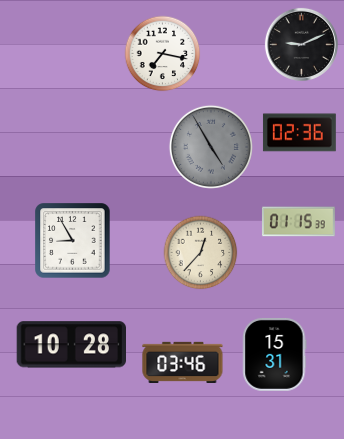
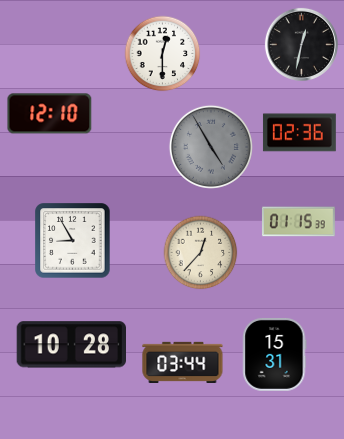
clock at (301, 44): 9:11 -> 12:32
clock at (163, 54): 7:17 -> 12:30
clock at (50, 114): none -> 12:10
clock at (183, 362): 03:46 -> 03:44
